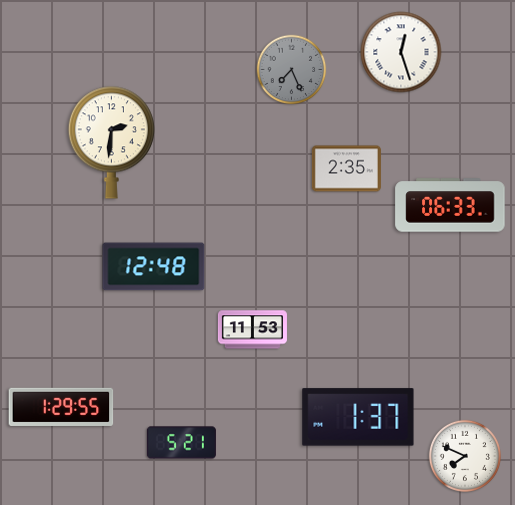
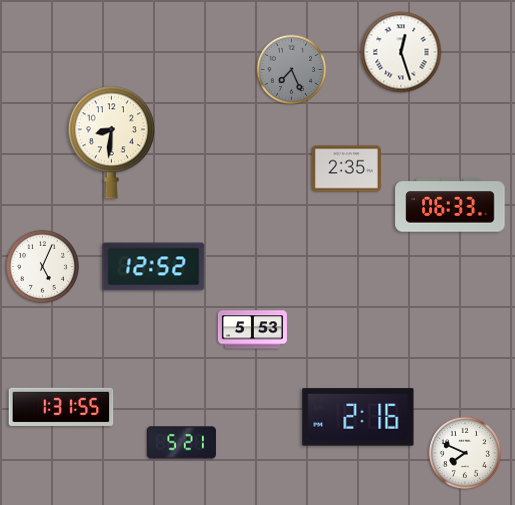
clock at (111, 142): 2:31 -> 8:31
clock at (42, 266): none -> 5:04
clock at (154, 267): 12:48 -> 12:52
clock at (252, 330): 11:53 -> 5:53
clock at (61, 407): 1:29 -> 1:31
clock at (358, 417): 1:37 -> 2:16
clock at (465, 456) position: (465, 456) -> (465, 453)
